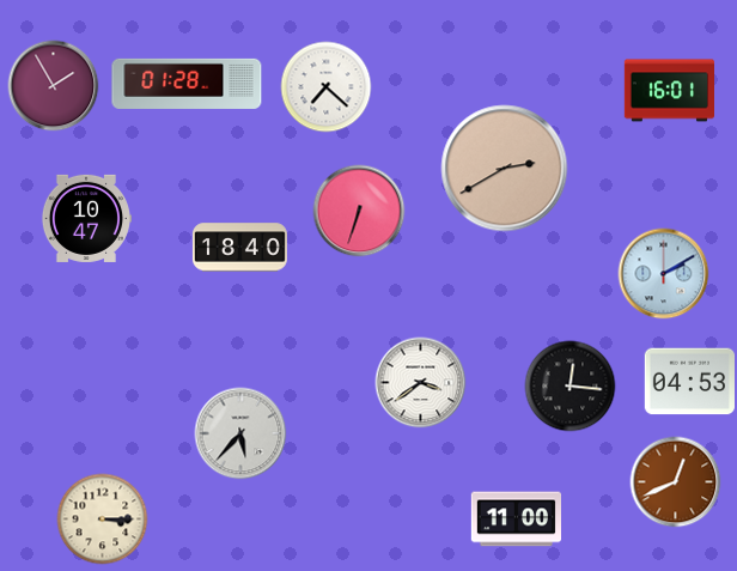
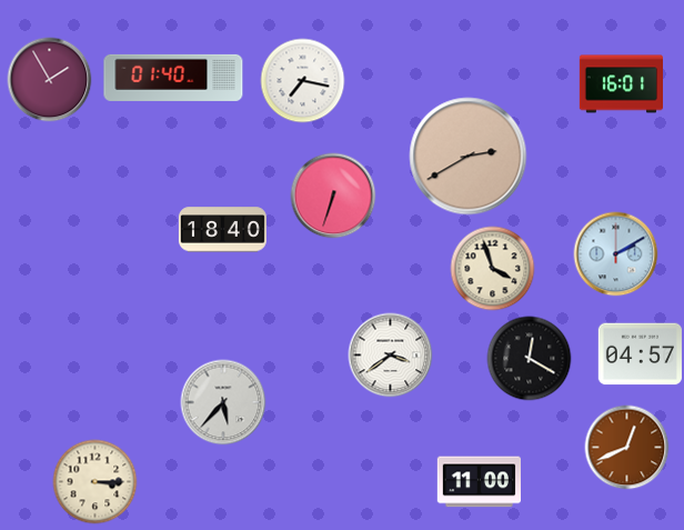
clock at (187, 84): 01:28 -> 01:40
clock at (327, 87): 7:22 -> 7:17
clock at (85, 218): 10:47 -> none
clock at (493, 269): none -> 3:57
clock at (689, 382): 04:53 -> 04:57
clock at (571, 387): 12:16 -> 12:20
